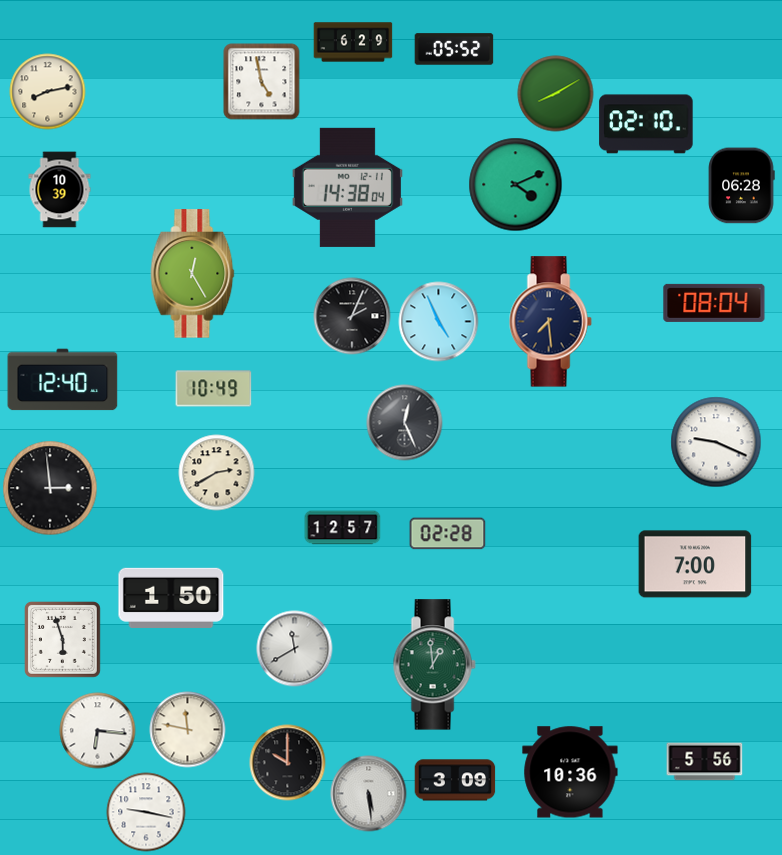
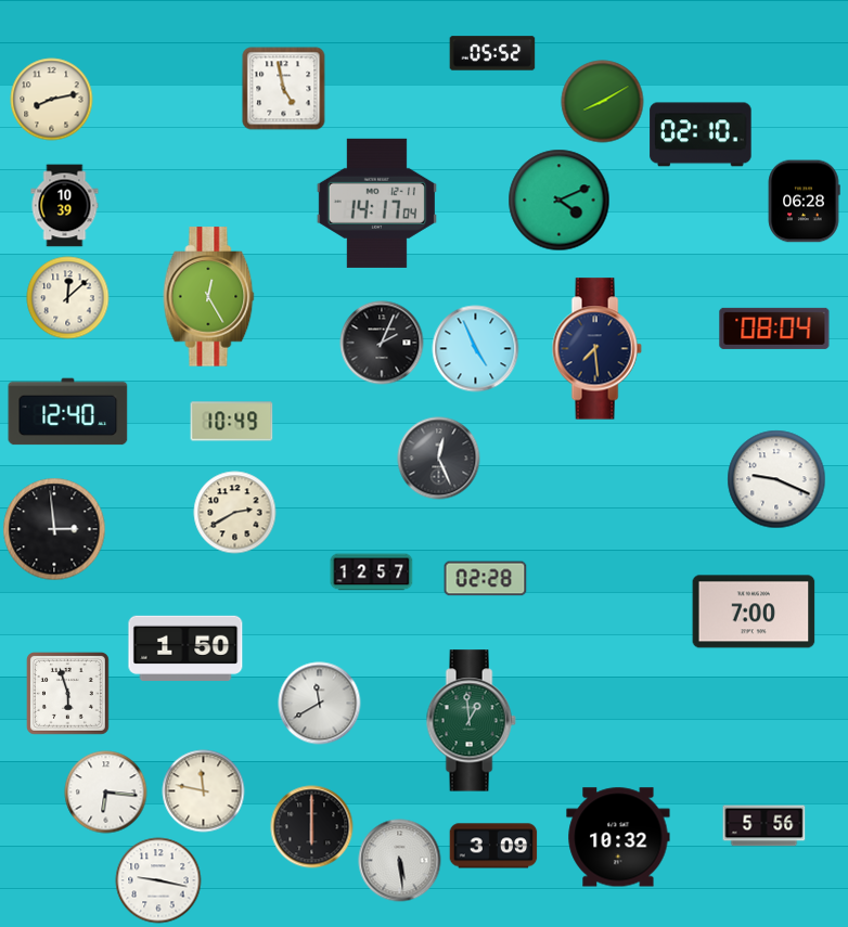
clock at (353, 42): 6:29 -> none
clock at (347, 187): 14:38 -> 14:17
clock at (68, 298): none -> 12:08
clock at (288, 763): 10:00 -> 6:00
clock at (570, 772): 10:36 -> 10:32
